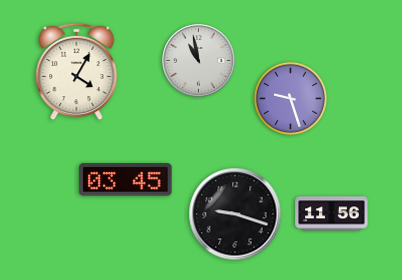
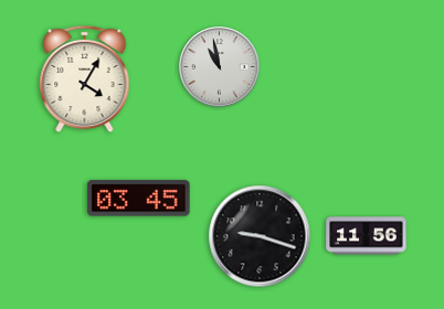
clock at (290, 98): 9:27 -> none
